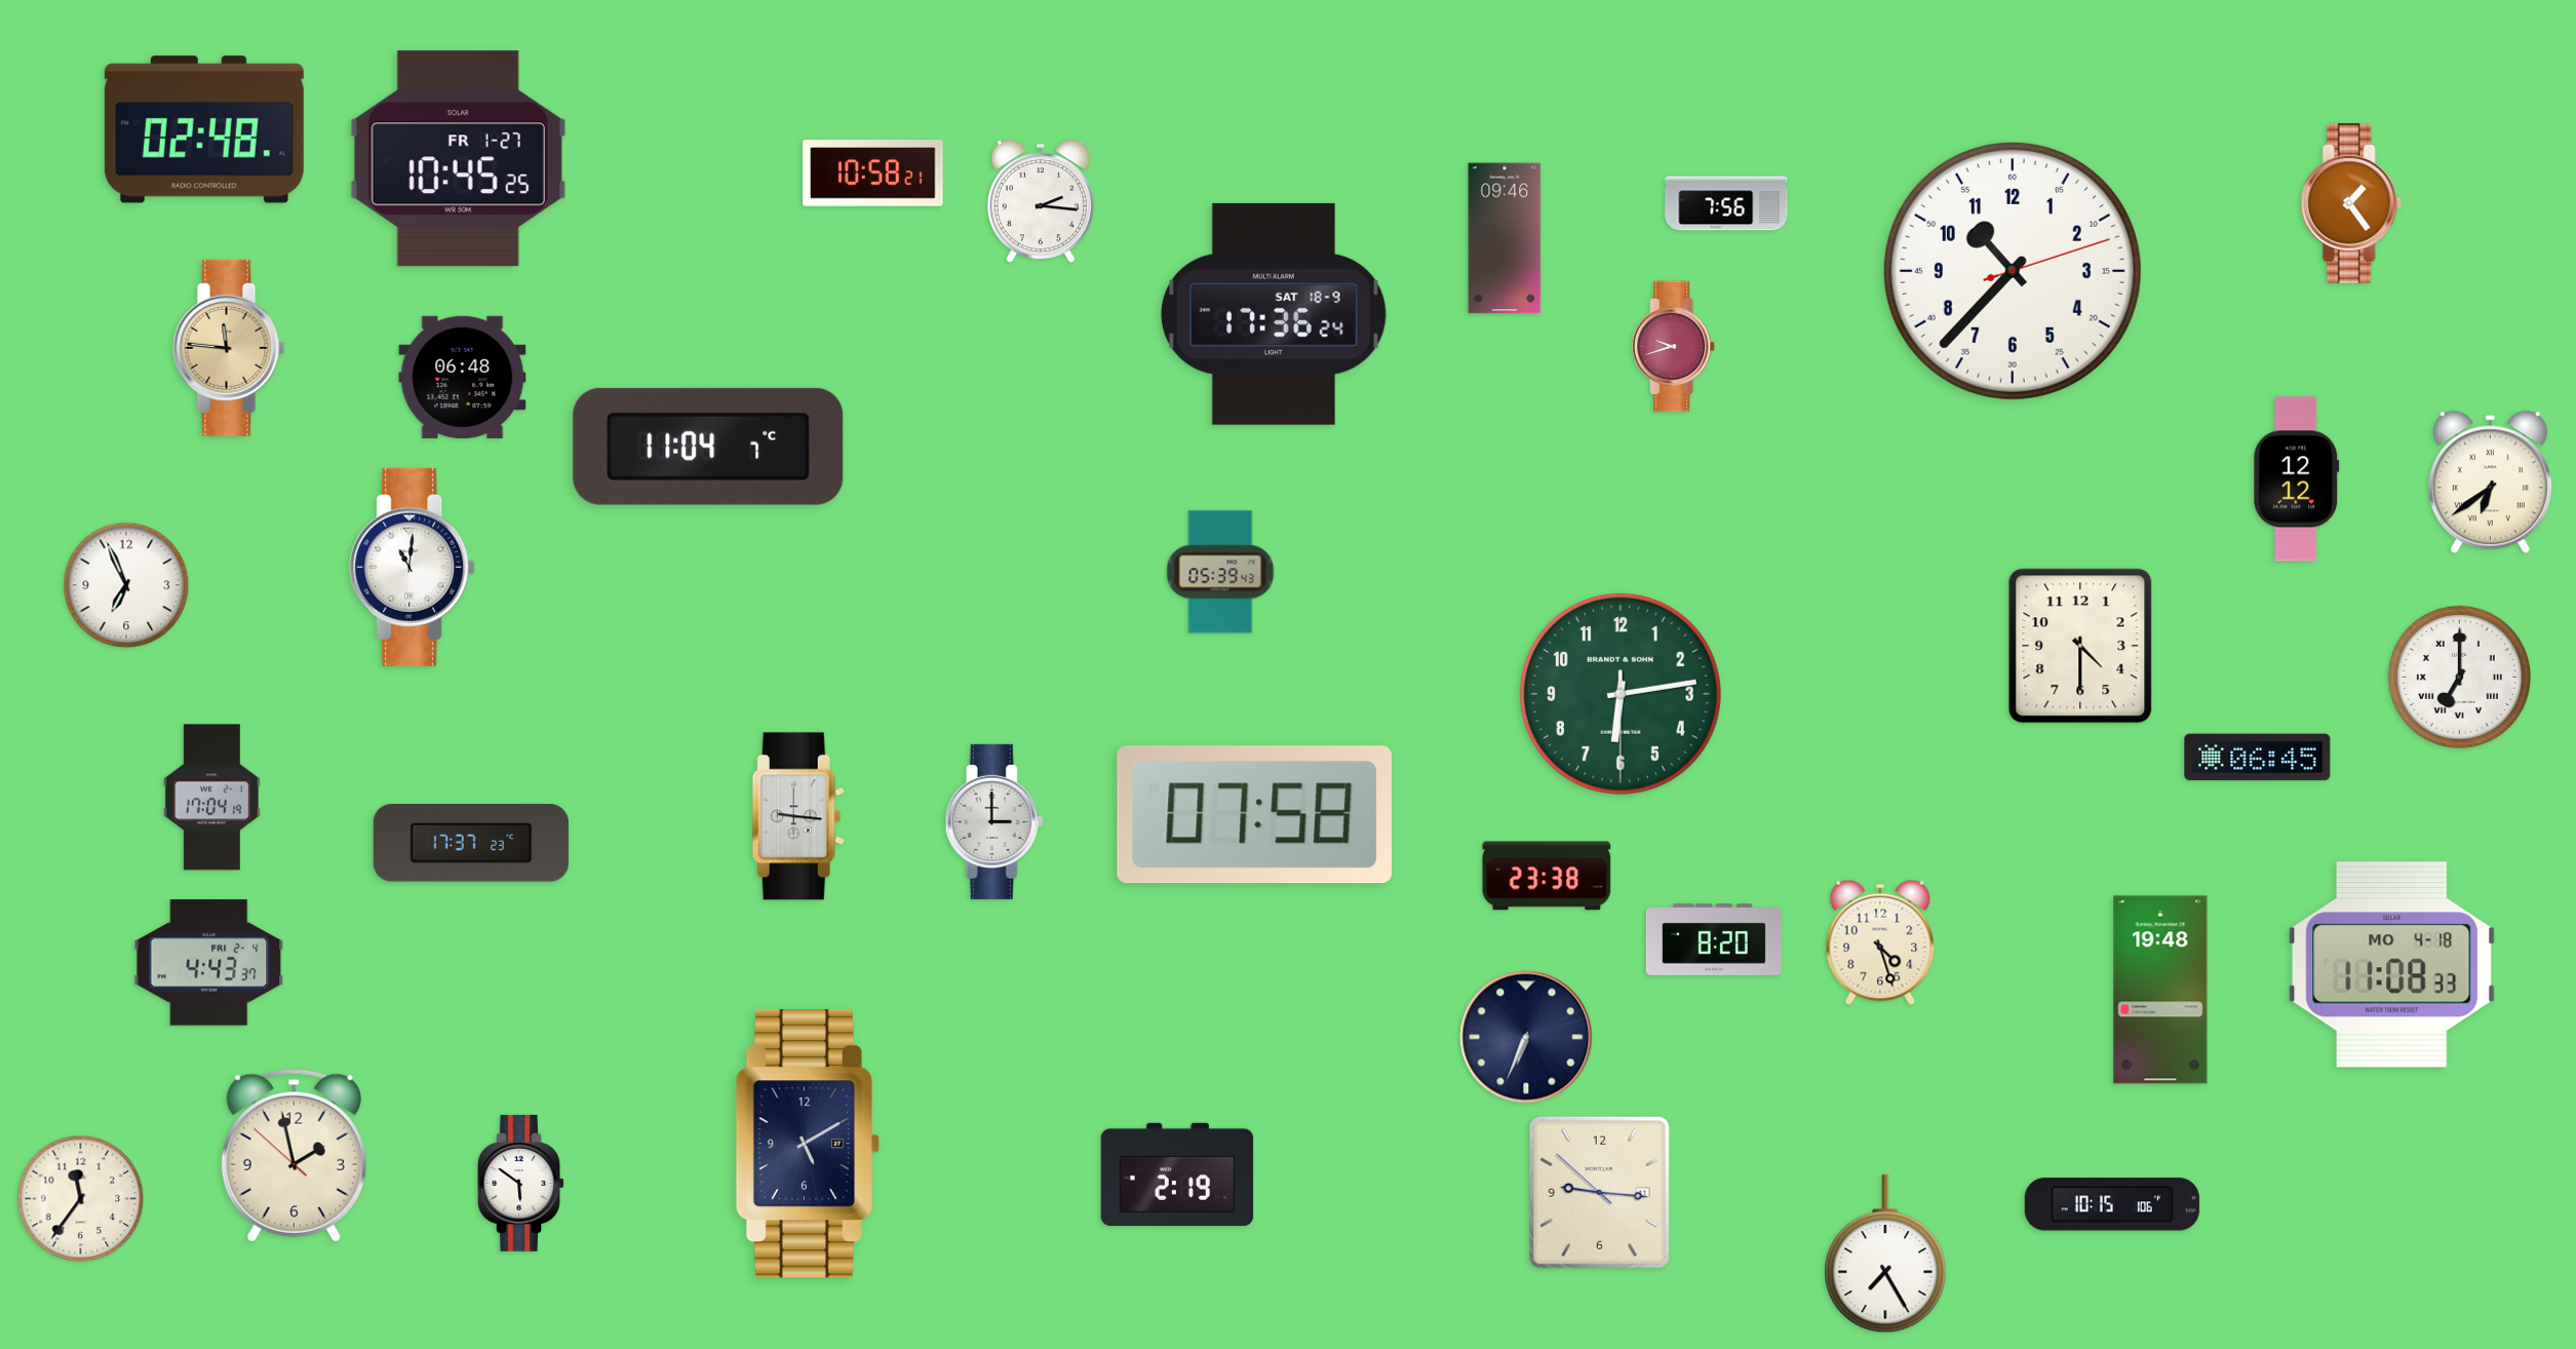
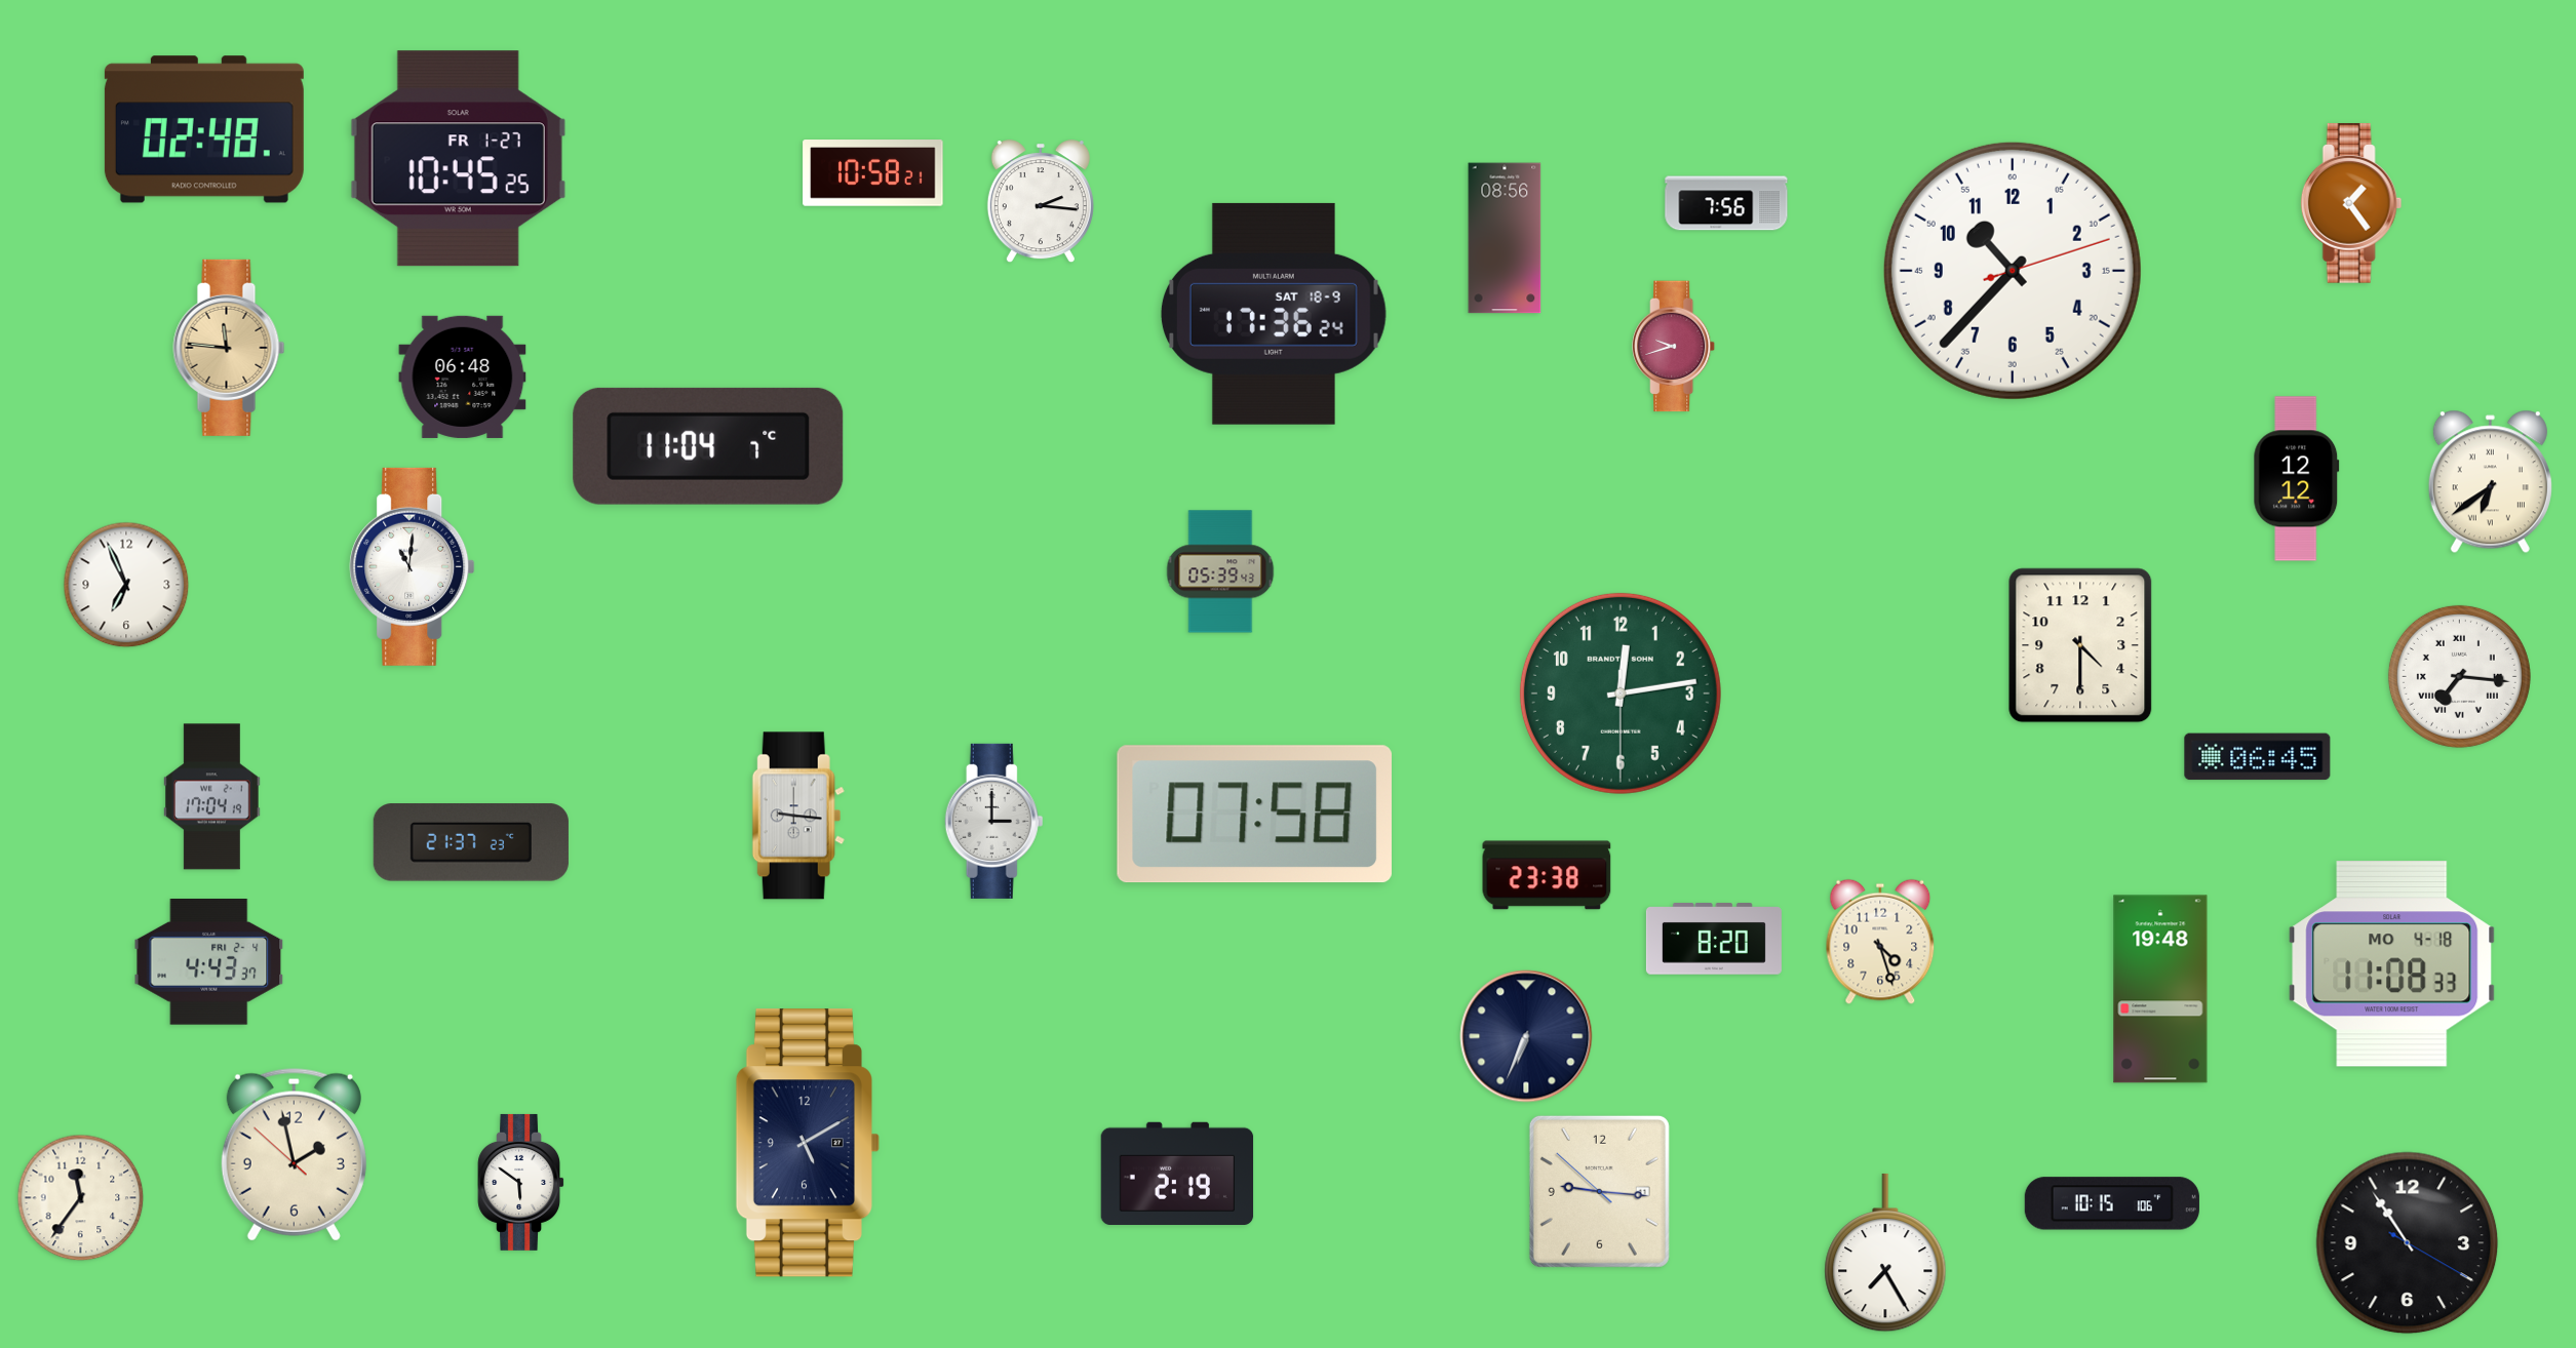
clock at (1505, 238): 09:46 -> 08:56
clock at (2459, 677): 7:00 -> 7:16
clock at (1621, 694): 6:13 -> 12:13
clock at (471, 843): 17:37 -> 21:37
clock at (2408, 1243): none -> 10:54
